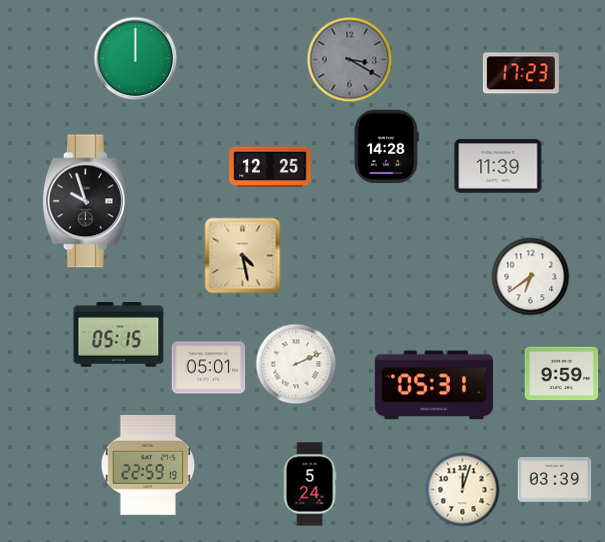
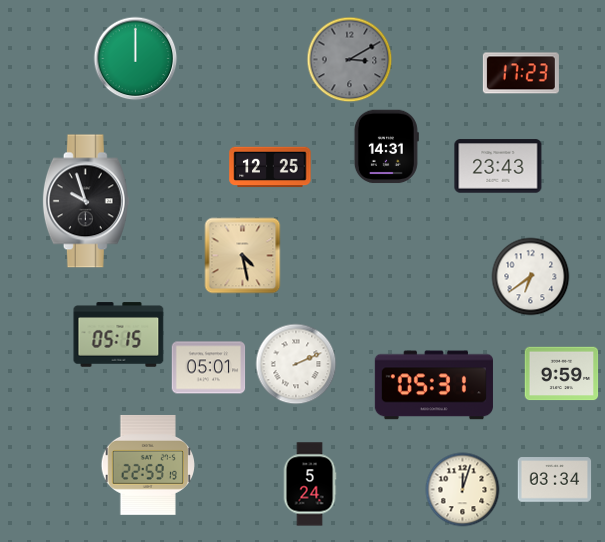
clock at (350, 60): 3:20 -> 3:10
clock at (386, 147): 14:28 -> 14:31
clock at (498, 166): 11:39 -> 23:43
clock at (555, 480): 03:39 -> 03:34
